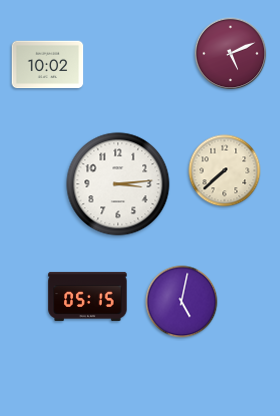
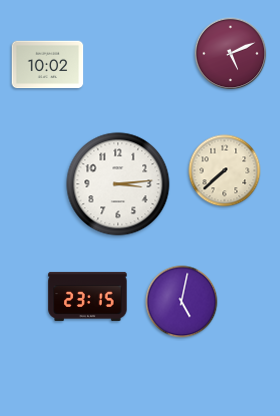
clock at (88, 296): 05:15 -> 23:15
